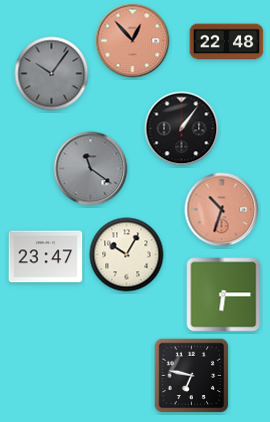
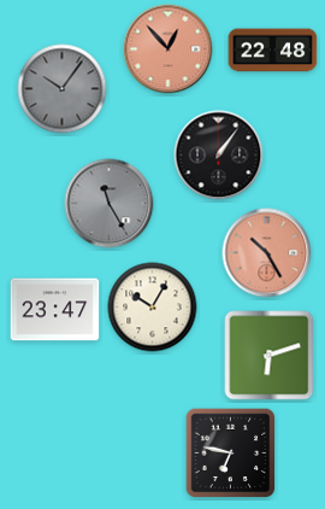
clock at (133, 41) position: (133, 41) -> (169, 49)
clock at (91, 169): 11:21 -> 11:25
clock at (222, 210): 10:33 -> 10:25
clock at (224, 295): 6:15 -> 6:12
